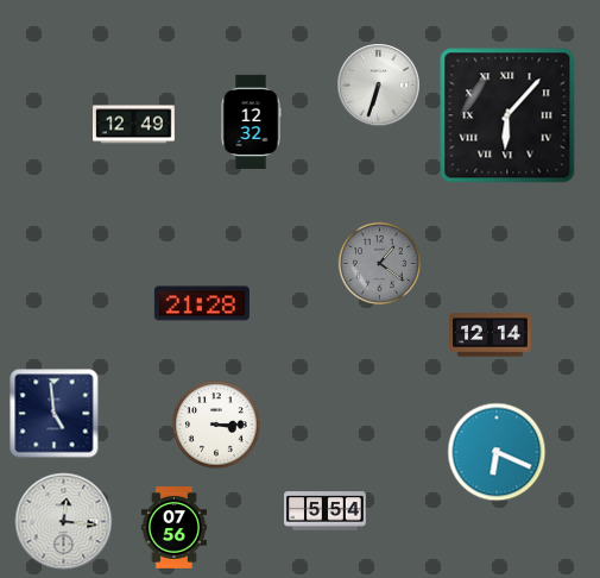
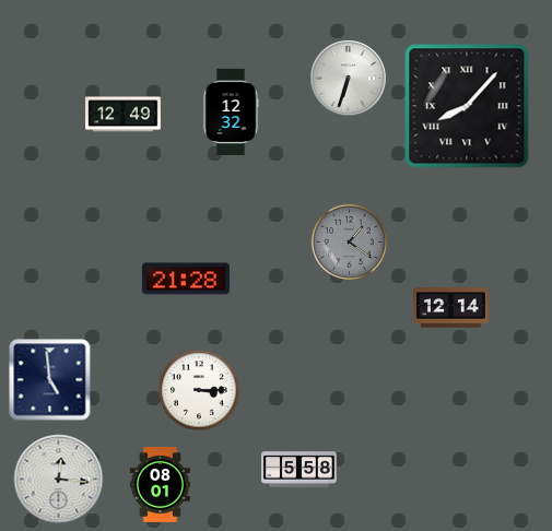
clock at (507, 115): 6:07 -> 8:07
clock at (497, 452): 6:19 -> none
clock at (326, 511): 5:54 -> 5:58
clock at (173, 528): 07:56 -> 08:01
